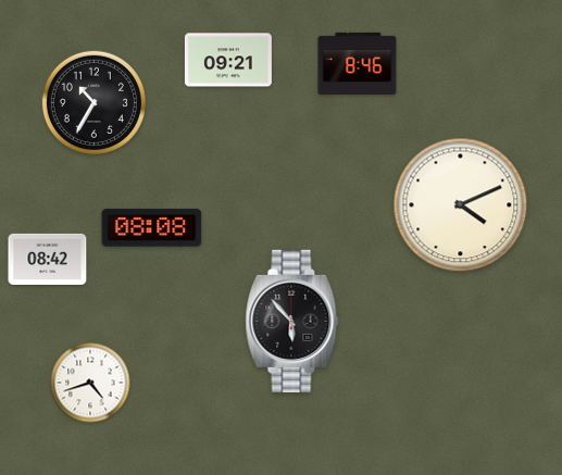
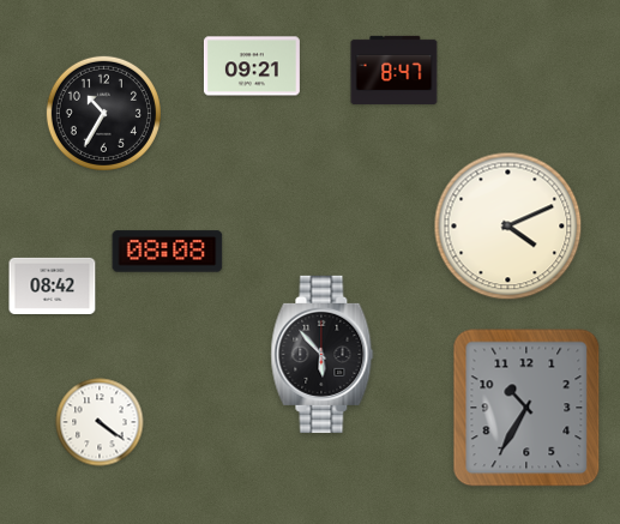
clock at (358, 63): 8:46 -> 8:47
clock at (526, 408): none -> 10:35
clock at (90, 383): 4:42 -> 4:21
